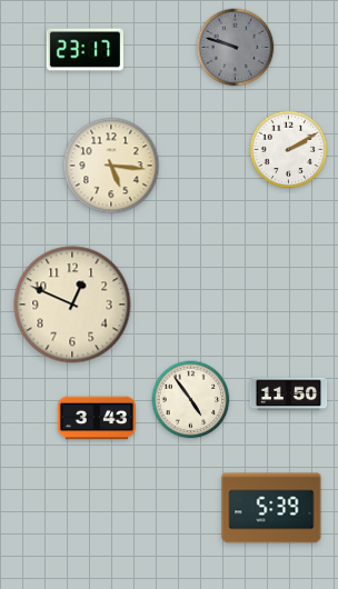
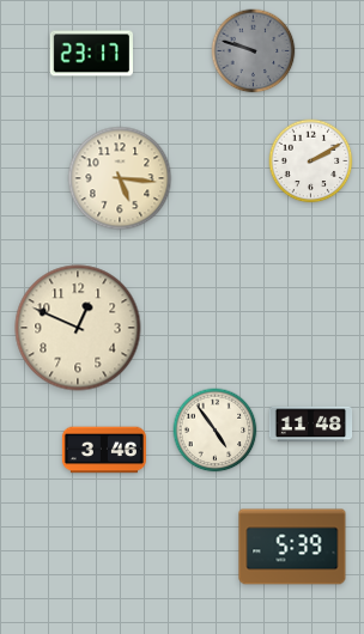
clock at (289, 395): 11:50 -> 11:48
clock at (191, 400) position: (191, 400) -> (216, 431)
clock at (97, 418): 3:43 -> 3:46
